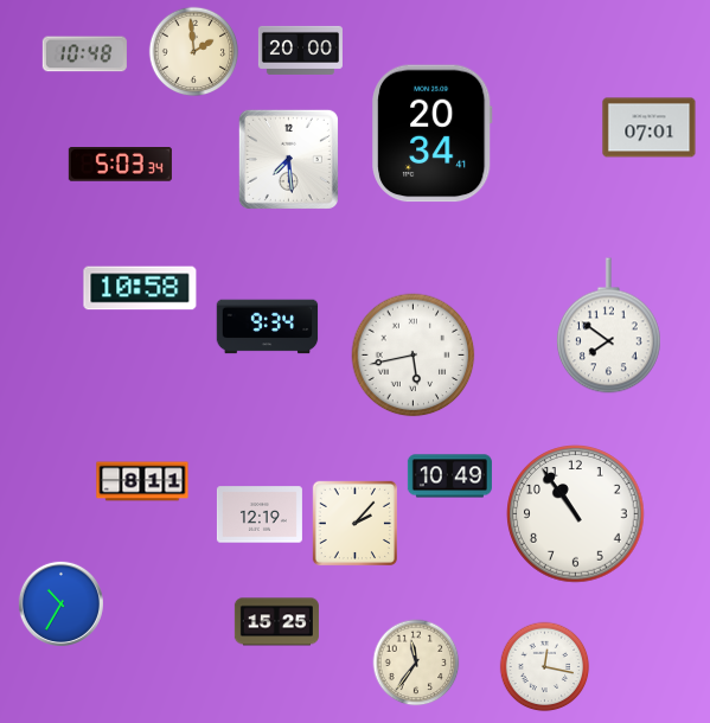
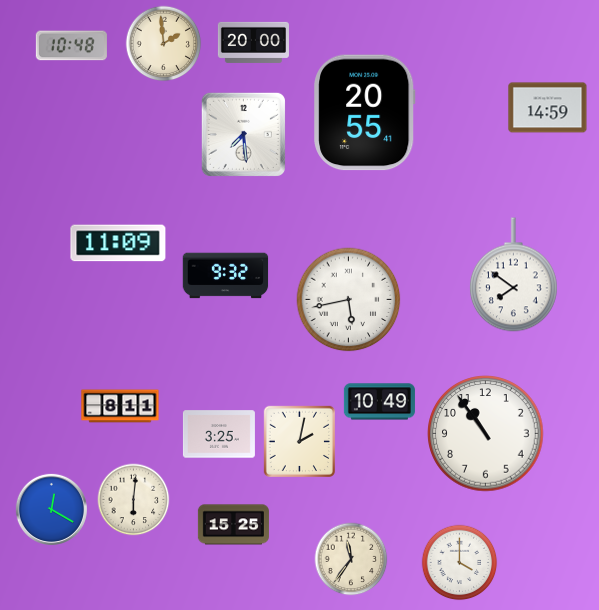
clock at (650, 128): 07:01 -> 14:59
clock at (433, 134): 20:34 -> 20:55
clock at (120, 165): 5:03 -> none
clock at (140, 288): 10:58 -> 11:09
clock at (268, 327): 9:34 -> 9:32
clock at (260, 514): 12:19 -> 3:25
clock at (354, 523): 2:07 -> 2:02
clock at (134, 500): none -> 6:01
clock at (60, 603): 10:35 -> 12:20
clock at (545, 667): 12:17 -> 4:00
